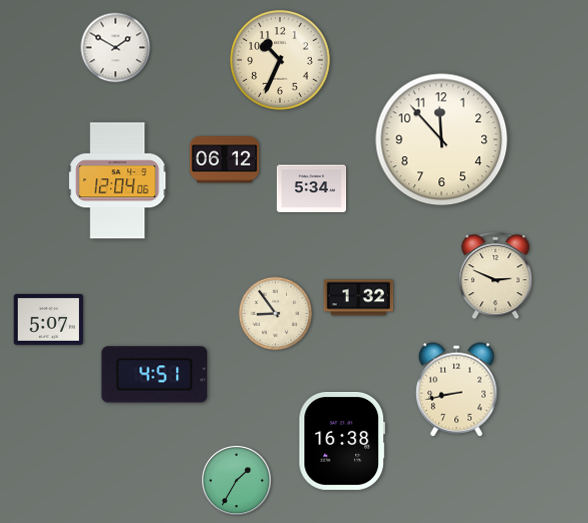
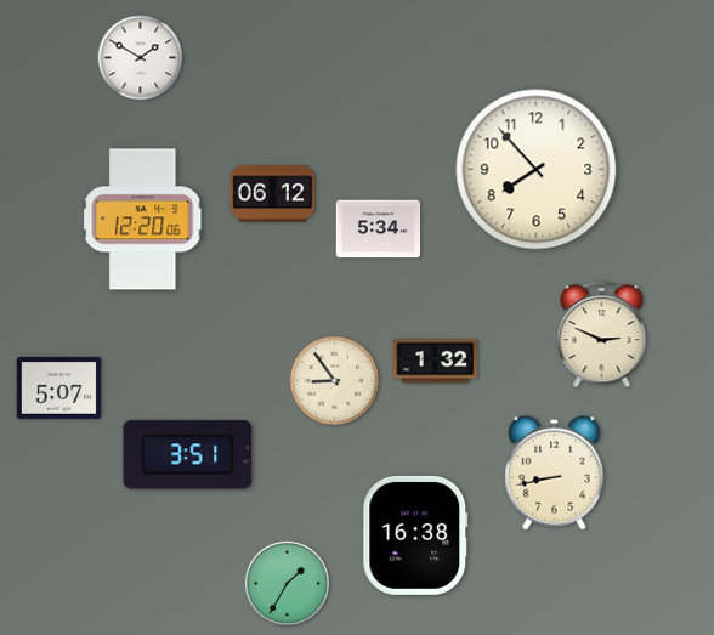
clock at (281, 61): 10:34 -> none
clock at (442, 140): 11:53 -> 7:53
clock at (118, 181): 12:04 -> 12:20
clock at (155, 375): 4:51 -> 3:51
